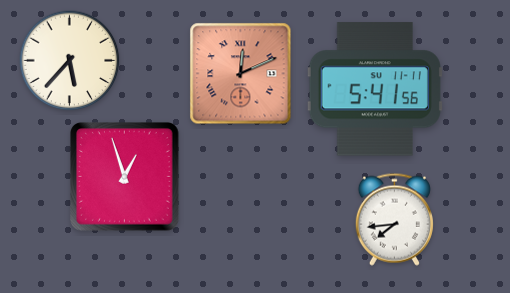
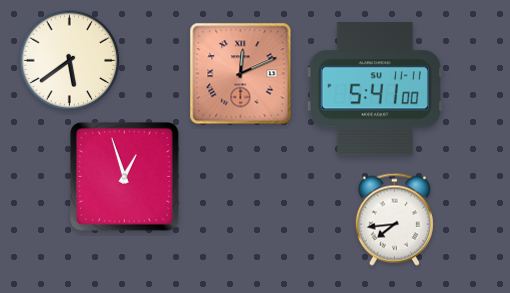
clock at (70, 61): 5:37 -> 5:39
clock at (375, 89): 5:41:56 -> 5:41:00
